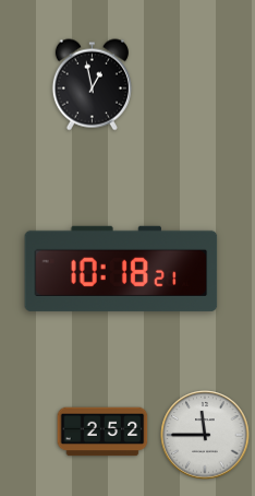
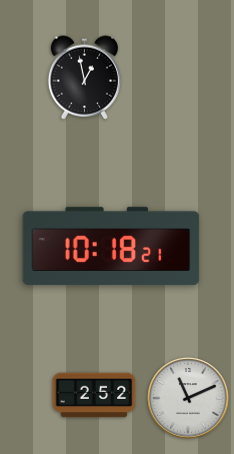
clock at (205, 435): 11:45 -> 11:11
